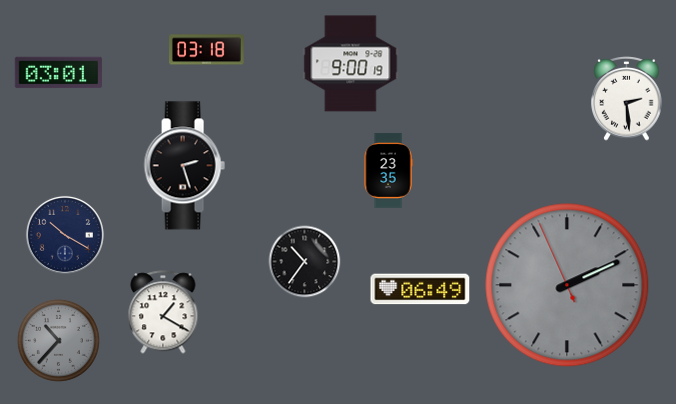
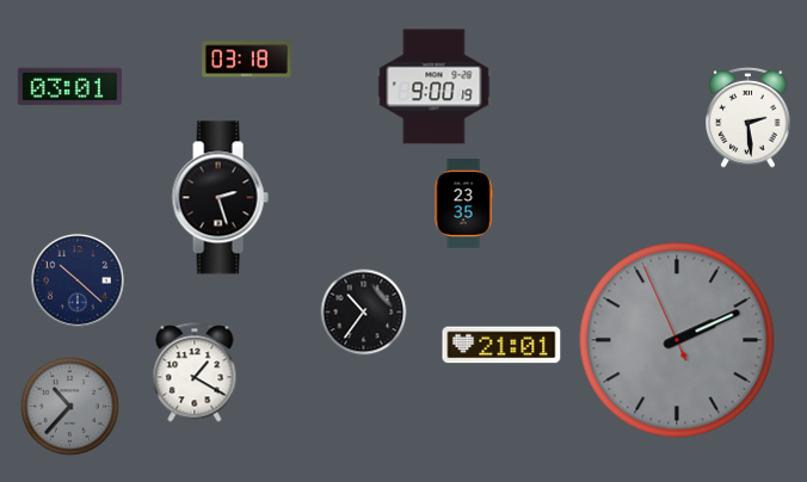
clock at (351, 64) position: (351, 64) -> (435, 87)
clock at (65, 235): 10:20 -> 10:22
clock at (420, 289): 06:49 -> 21:01
